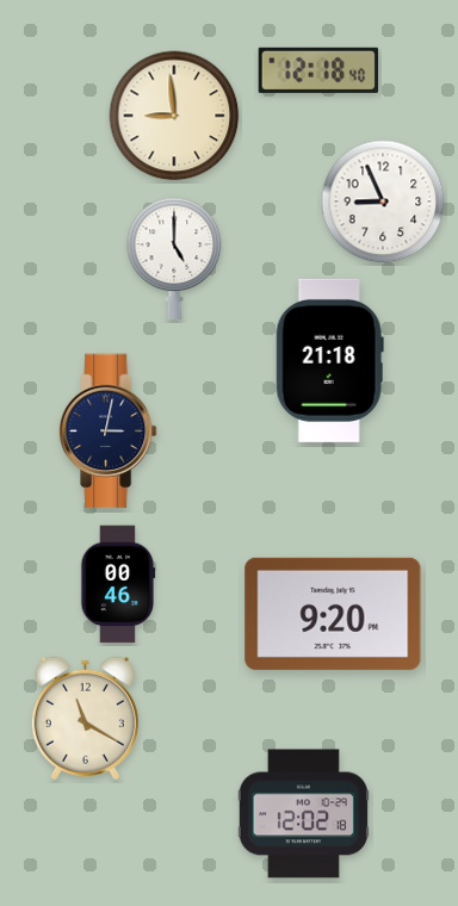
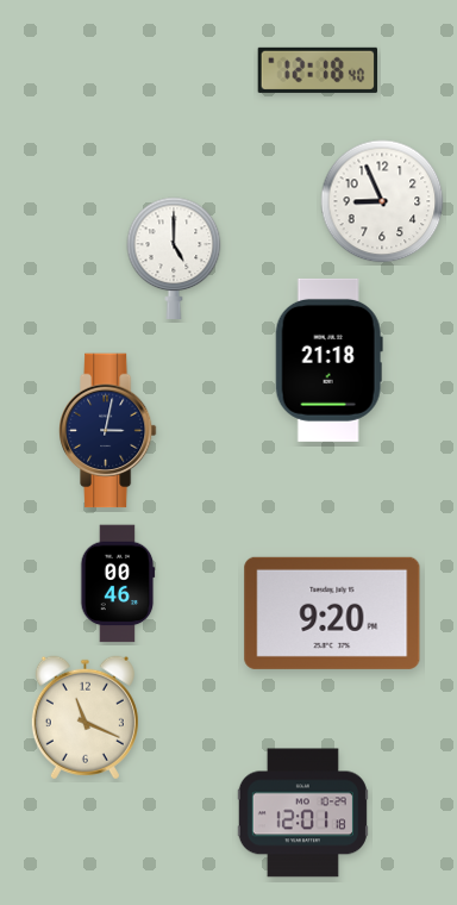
clock at (174, 116): 8:59 -> none
clock at (85, 719): 11:20 -> 11:19
clock at (303, 814): 12:02 -> 12:01
